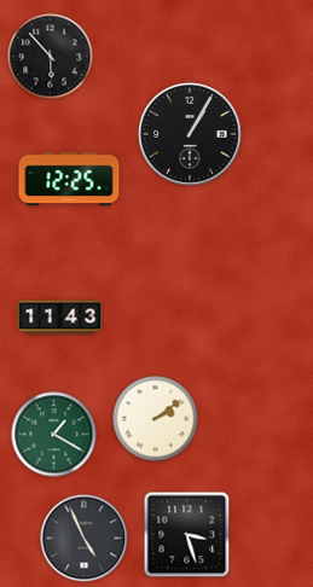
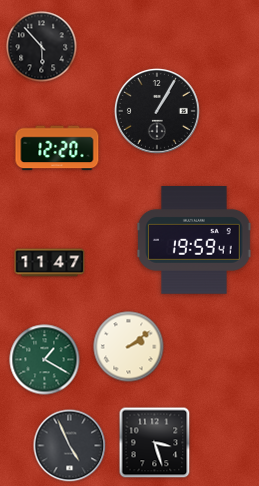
clock at (69, 179): 12:25 -> 12:20
clock at (195, 241): none -> 19:59
clock at (60, 318): 11:43 -> 11:47
